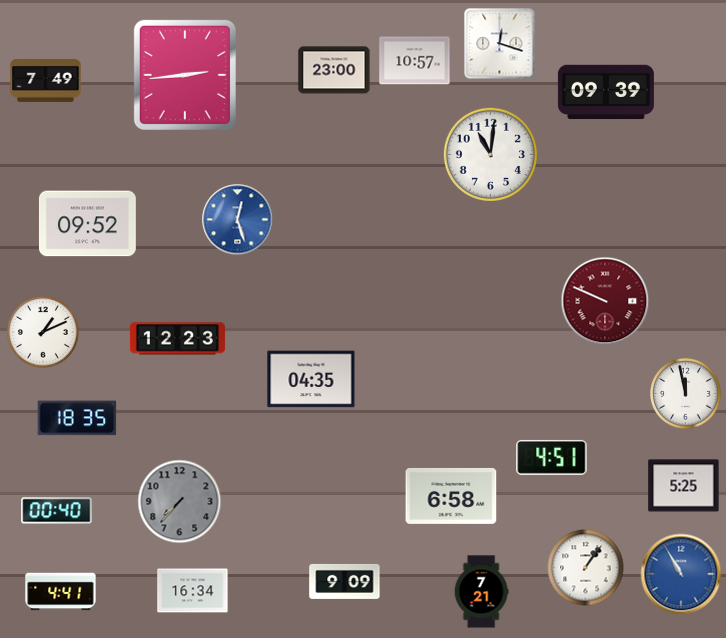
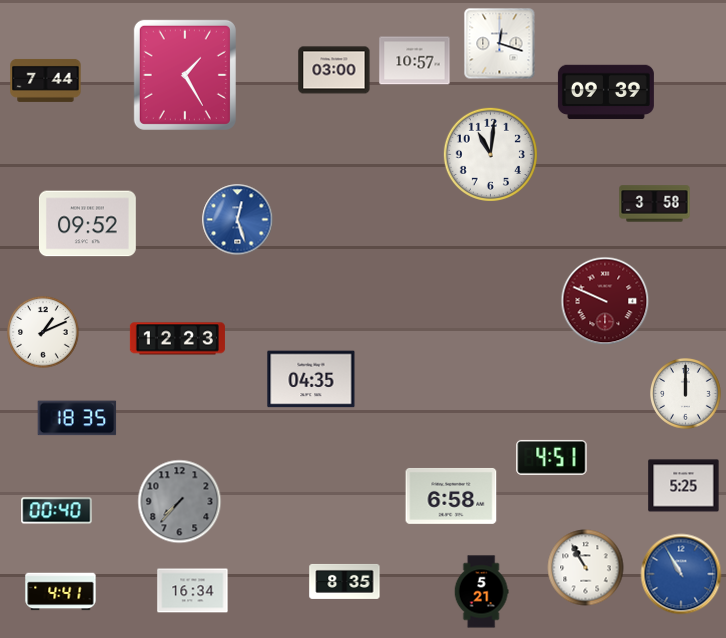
clock at (334, 70): 23:00 -> 03:00
clock at (185, 75): 2:44 -> 1:25
clock at (46, 80): 7:49 -> 7:44
clock at (655, 204): none -> 3:58
clock at (686, 394): 11:58 -> 12:00
clock at (586, 568): 1:06 -> 10:55
clock at (345, 581): 9:09 -> 8:35
clock at (481, 592): 7:21 -> 5:21
